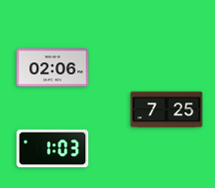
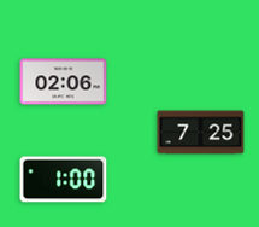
clock at (53, 149): 1:03 -> 1:00
